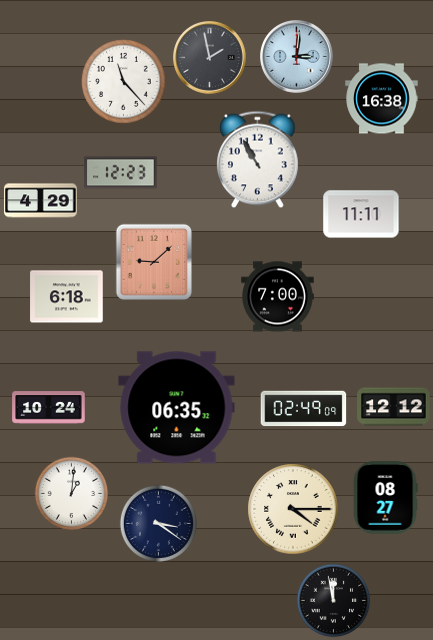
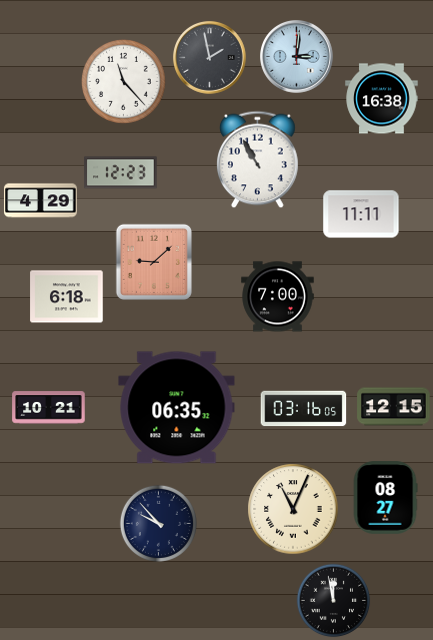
clock at (394, 407): 12:12 -> 12:15
clock at (49, 408): 10:24 -> 10:21
clock at (304, 409): 02:49 -> 03:16
clock at (72, 494): 1:01 -> none
clock at (293, 509): 4:15 -> 11:04
clock at (158, 523): 3:21 -> 9:53
